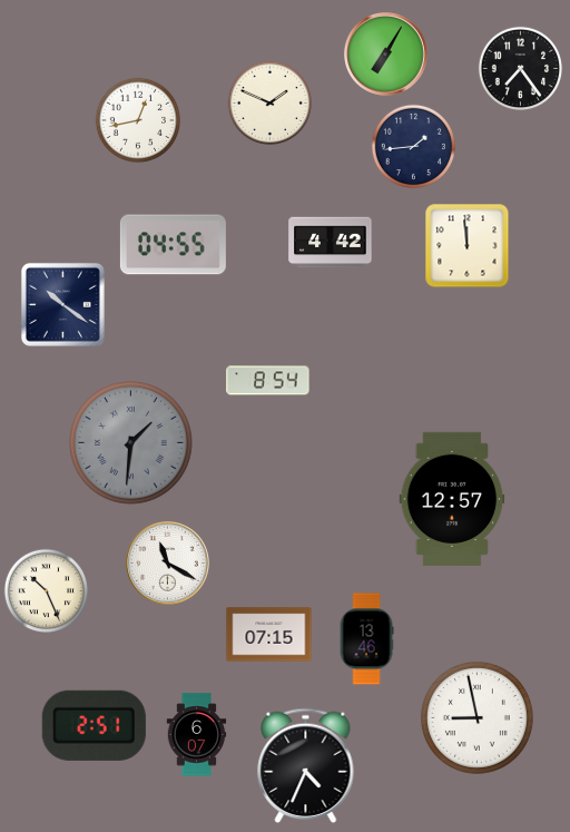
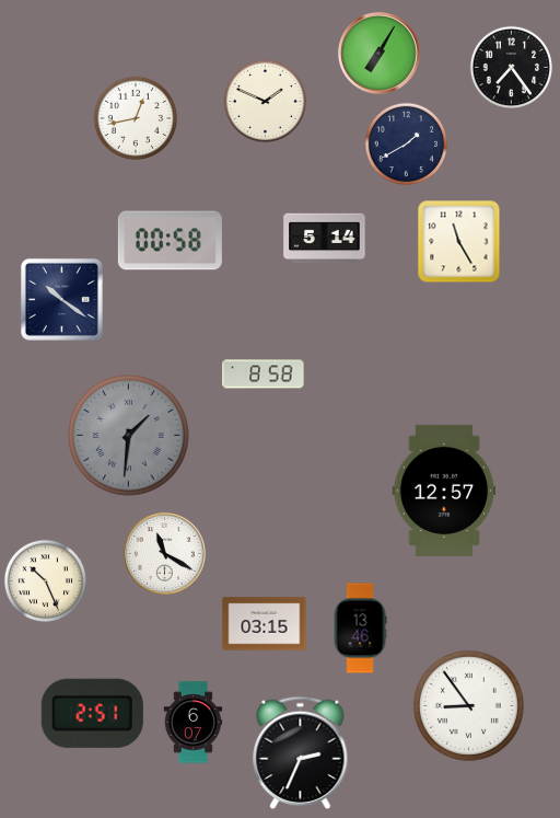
clock at (413, 146): 1:44 -> 1:40
clock at (331, 243): 4:42 -> 5:14
clock at (173, 245): 04:55 -> 00:58
clock at (468, 246): 11:59 -> 11:25
clock at (268, 381): 8:54 -> 8:58
clock at (269, 635): 07:15 -> 03:15
clock at (476, 717): 8:58 -> 8:54
clock at (306, 766): 4:34 -> 2:34
